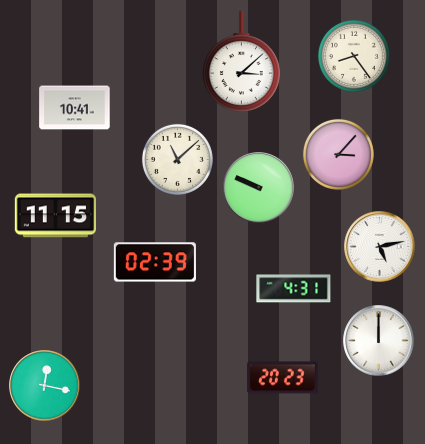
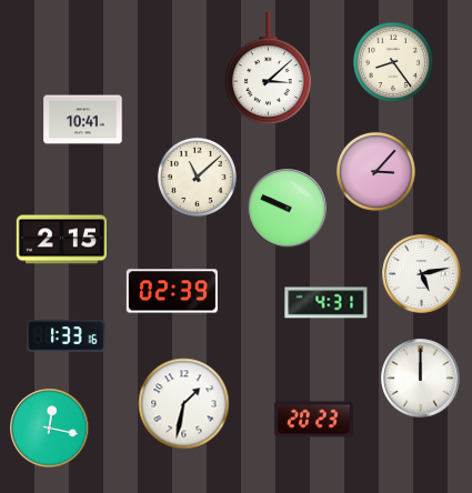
clock at (55, 216): 11:15 -> 2:15
clock at (294, 289) position: (294, 289) -> (327, 303)
clock at (67, 336): none -> 1:33
clock at (184, 404): none -> 1:32
